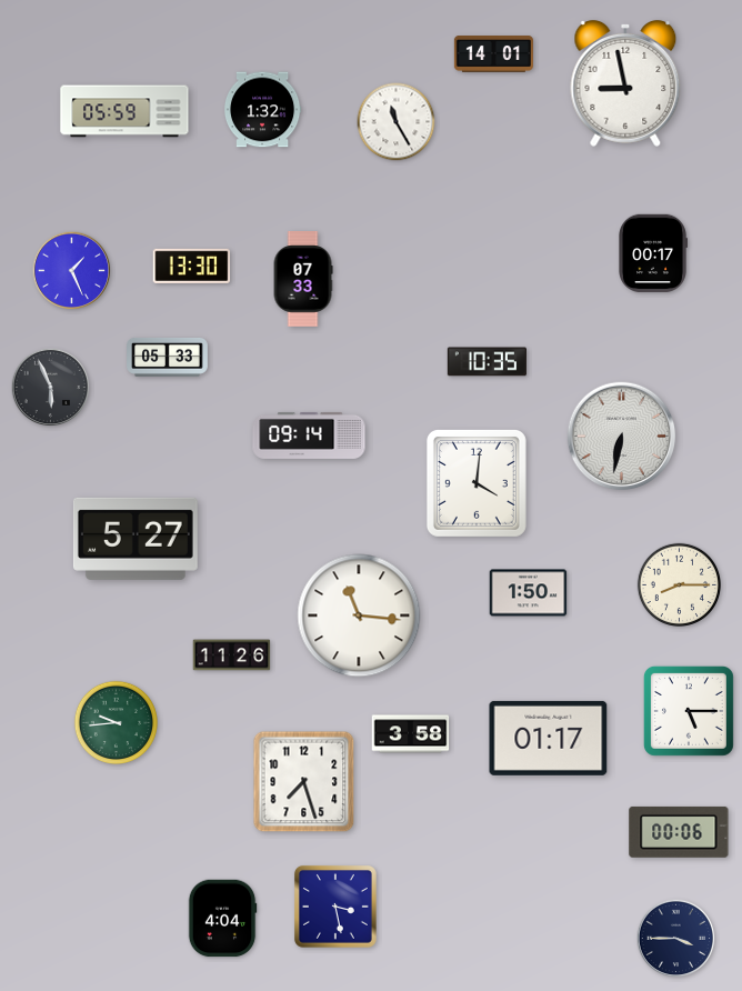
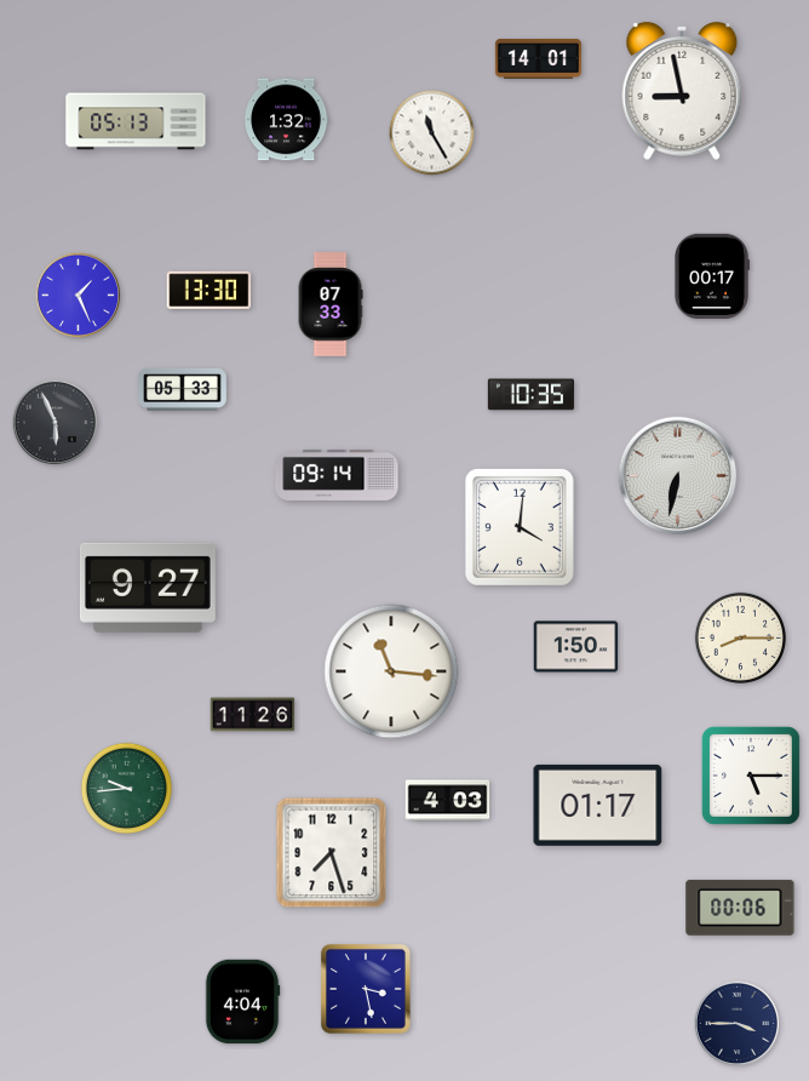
clock at (124, 111): 05:59 -> 05:13
clock at (136, 539): 5:27 -> 9:27
clock at (411, 734): 3:58 -> 4:03
